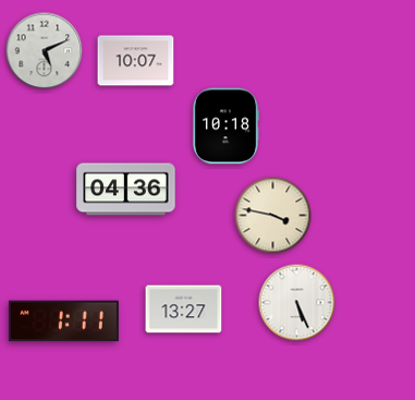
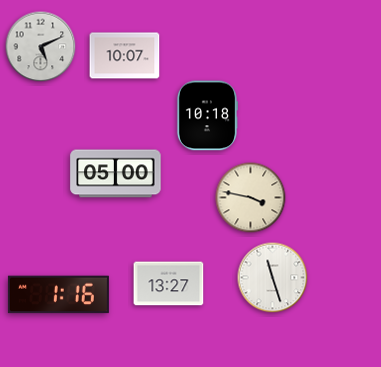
clock at (126, 190): 04:36 -> 05:00
clock at (297, 303): 5:26 -> 11:27
clock at (63, 322): 1:11 -> 1:16
